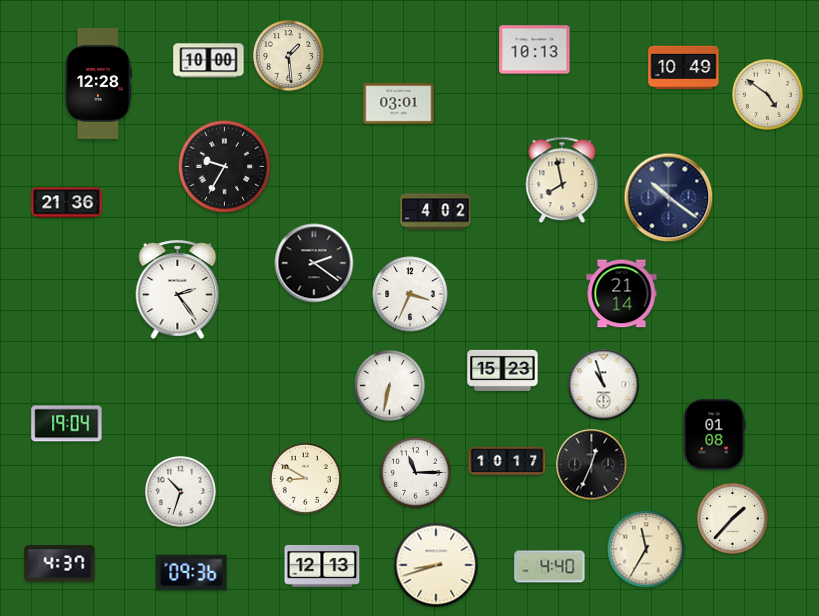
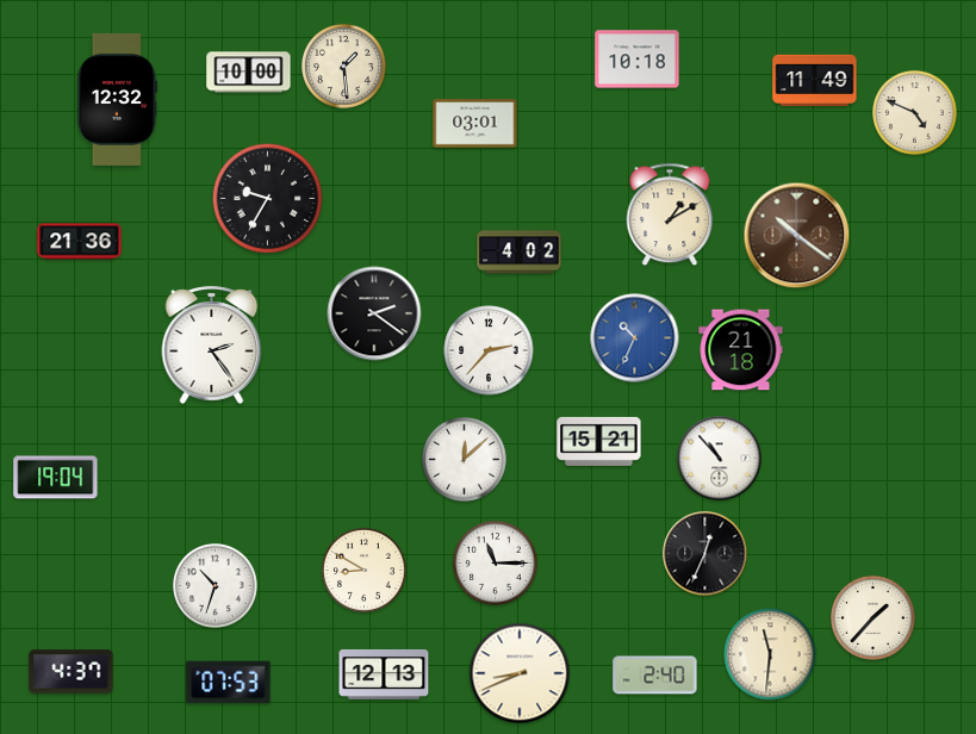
clock at (535, 50): 10:13 -> 10:18
clock at (684, 68): 10:49 -> 11:49
clock at (98, 83): 12:28 -> 12:32
clock at (768, 95): 4:51 -> 4:49
clock at (562, 180): 7:58 -> 1:10
clock at (669, 198) dial: navy -> brown
clock at (635, 338): none -> 10:34
clock at (410, 294): 3:34 -> 2:37
clock at (622, 294): 21:14 -> 21:18
clock at (503, 370): 15:23 -> 15:21
clock at (604, 385): 10:57 -> 10:53
clock at (390, 386): 6:32 -> 12:08
clock at (67, 424) position: (67, 424) -> (56, 478)
clock at (714, 435): 01:08 -> none
clock at (507, 461): 10:17 -> none
clock at (646, 549): 11:35 -> 11:31
clock at (436, 565): 8:42 -> 8:41
clock at (550, 567): 4:40 -> 2:40
clock at (192, 573): 09:36 -> 07:53
